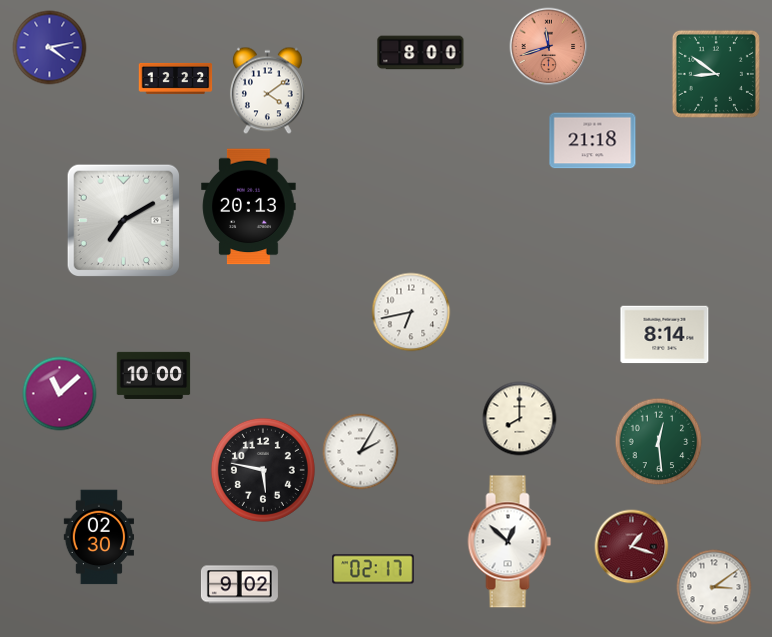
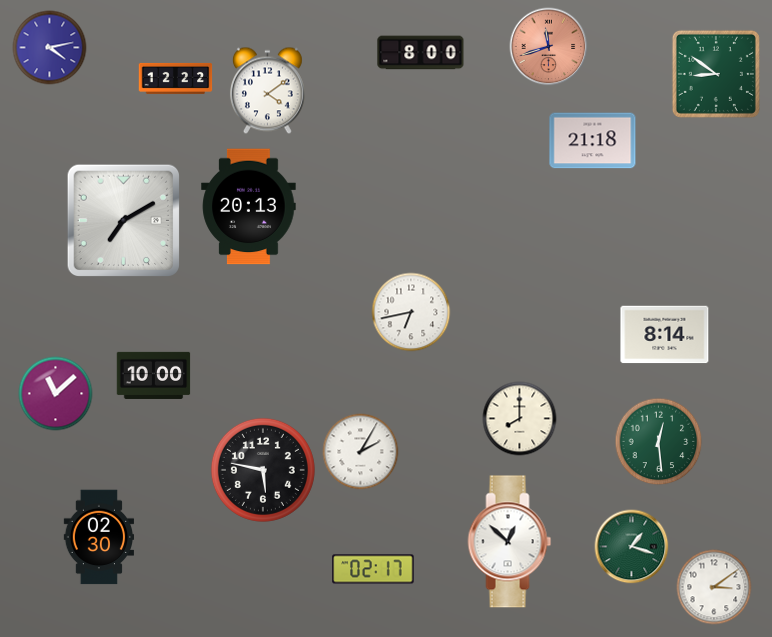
clock at (60, 394) position: (60, 394) -> (56, 394)
clock at (632, 547) dial: burgundy -> green
clock at (239, 585): 9:02 -> none
